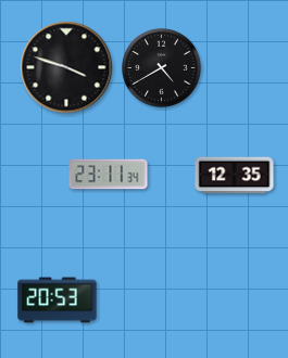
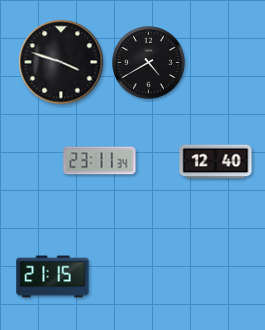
clock at (235, 176): 12:35 -> 12:40
clock at (58, 301): 20:53 -> 21:15
